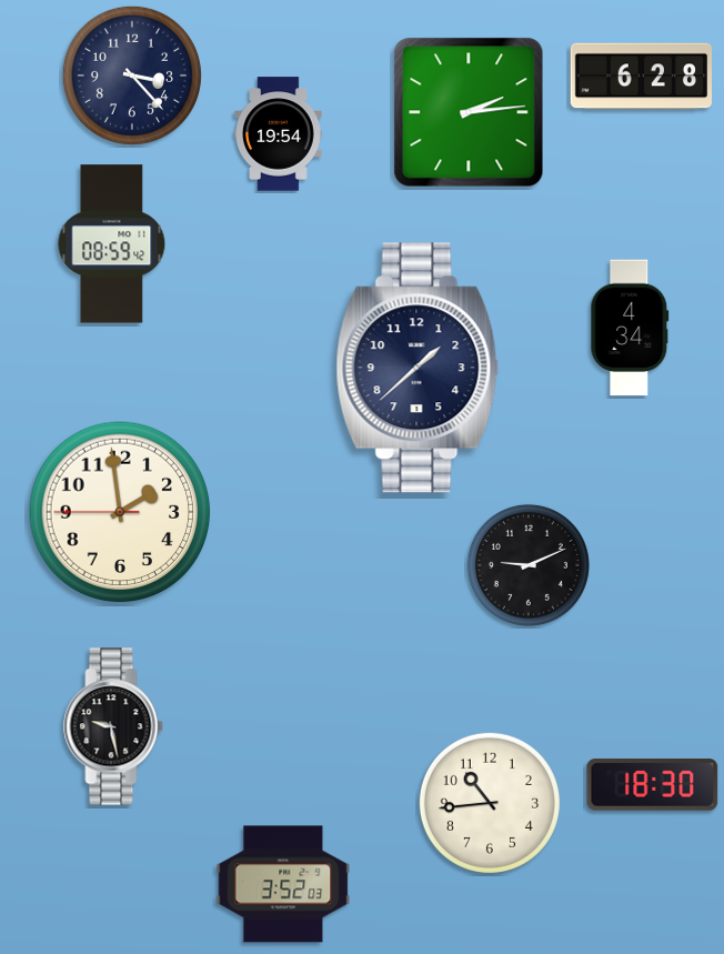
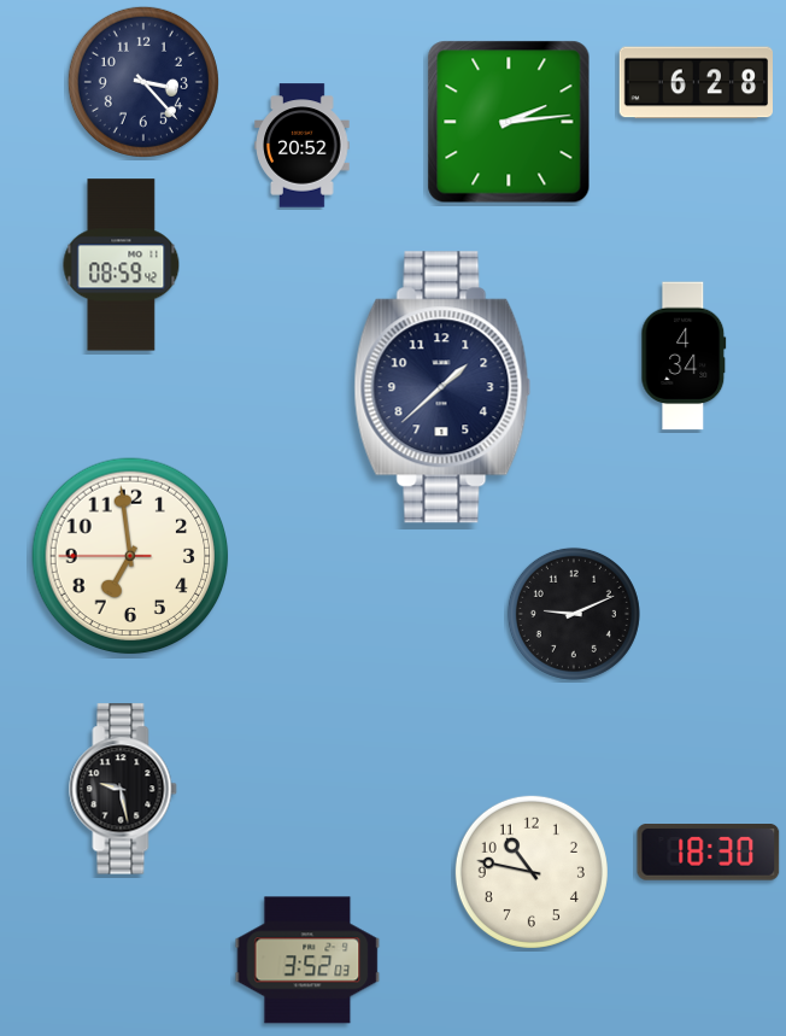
clock at (279, 134): 19:54 -> 20:52
clock at (418, 368) position: (418, 368) -> (442, 387)
clock at (120, 512): 1:58 -> 6:58
clock at (490, 803): 10:44 -> 10:47
